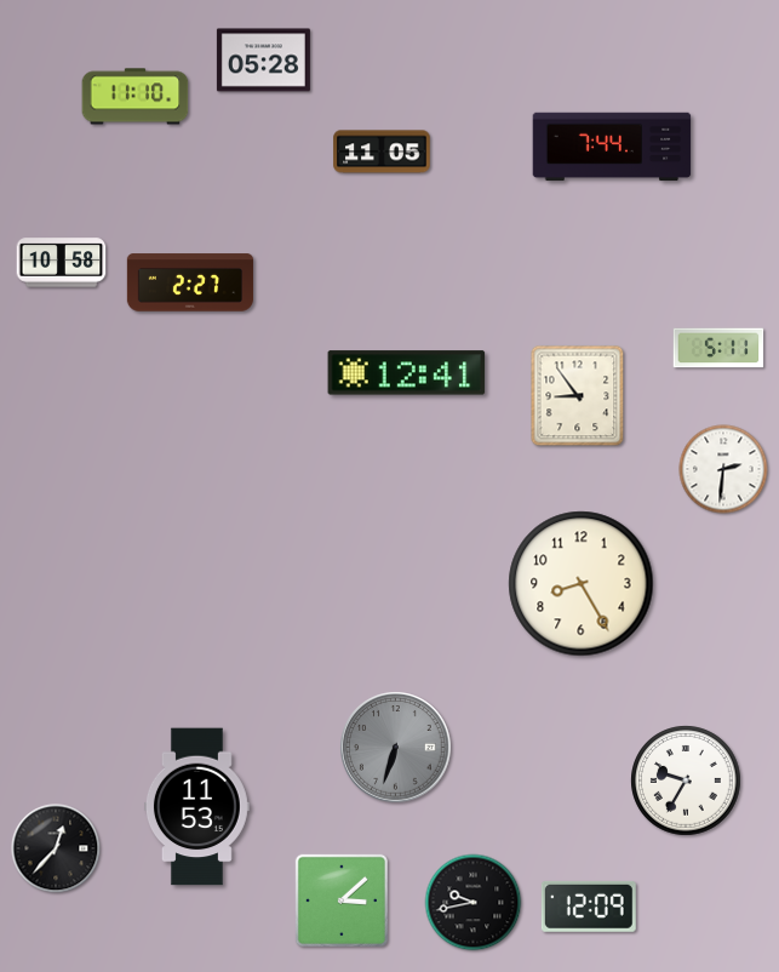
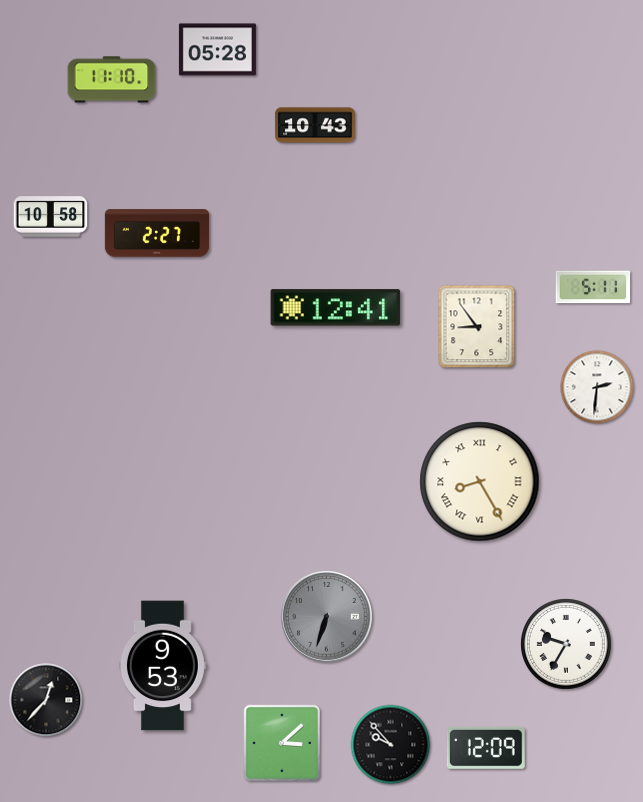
clock at (612, 147): 7:44 -> none
clock at (382, 151): 11:05 -> 10:43
clock at (582, 584) numerals: Arabic -> Roman
clock at (196, 807): 11:53 -> 9:53
clock at (474, 903): 9:43 -> 9:53
